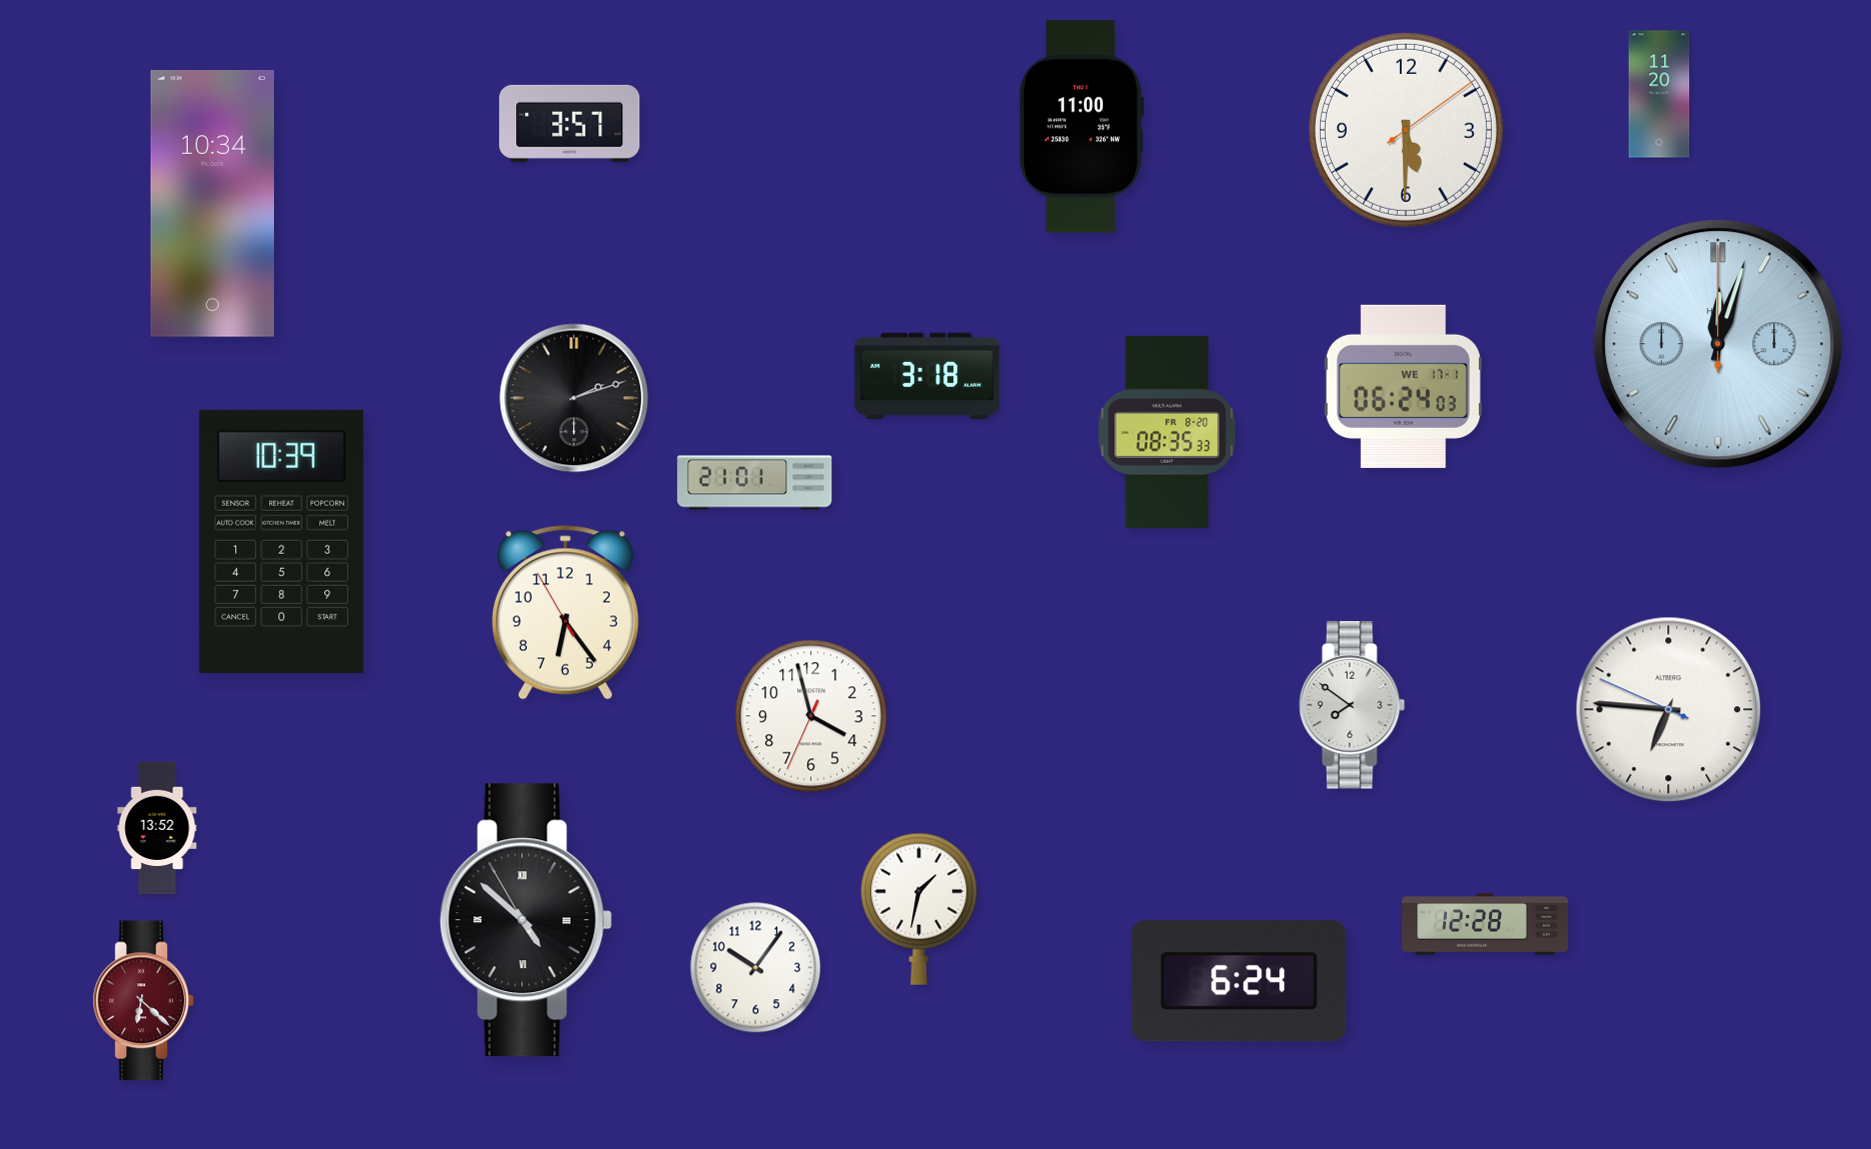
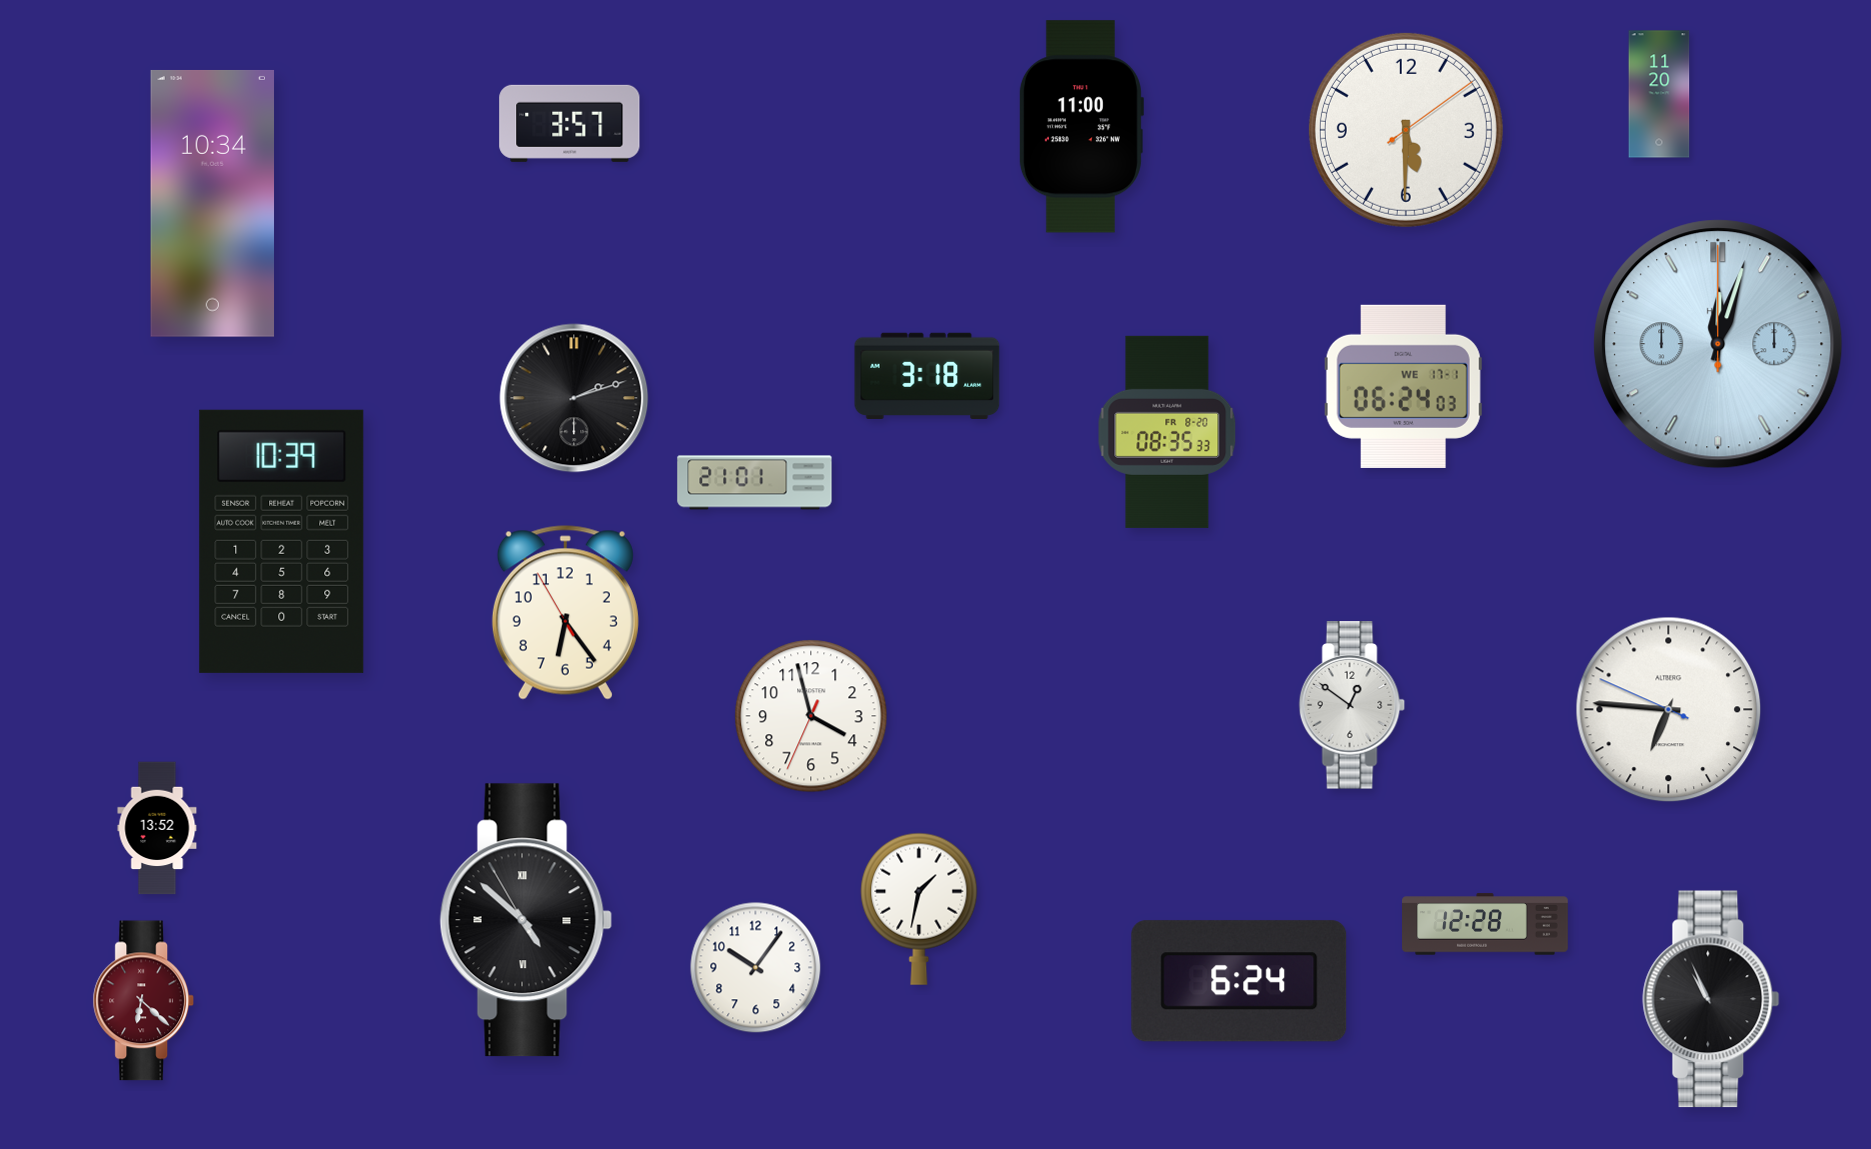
clock at (1352, 705): 7:51 -> 12:51
clock at (1711, 999): none -> 10:56
